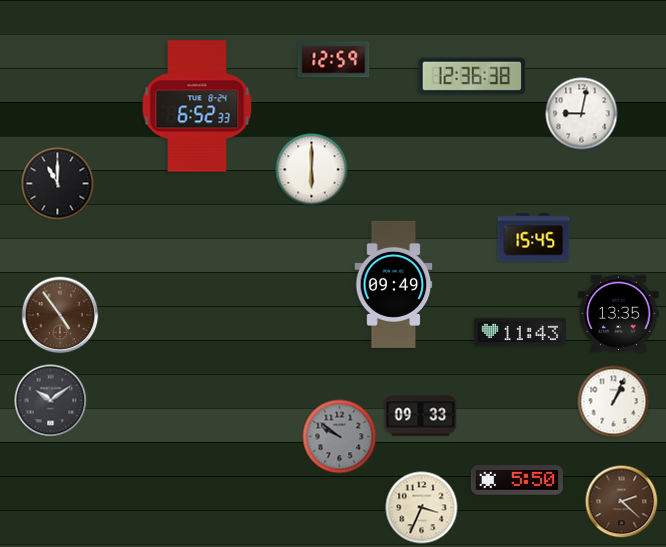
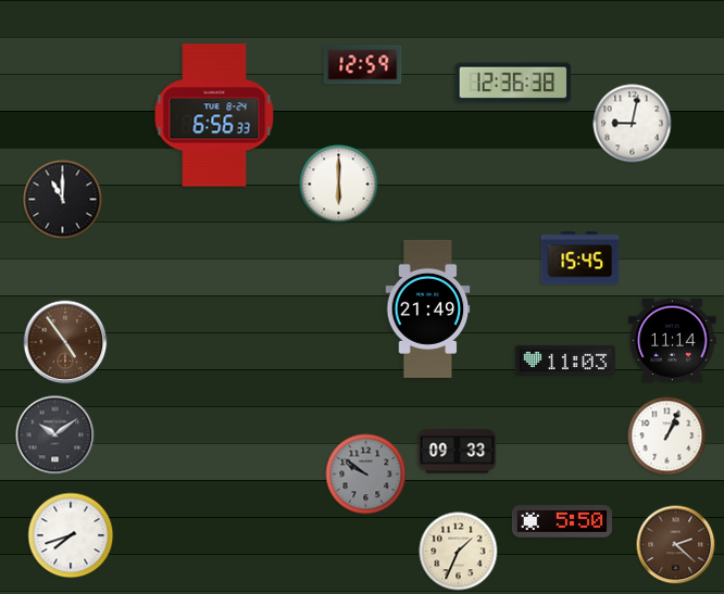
clock at (197, 106): 6:52 -> 6:56
clock at (394, 284): 09:49 -> 21:49
clock at (619, 314): 13:35 -> 11:14
clock at (520, 332): 11:43 -> 11:03
clock at (340, 437) position: (340, 437) -> (366, 475)
clock at (71, 535): none -> 7:42
clock at (422, 508): 3:34 -> 1:34
